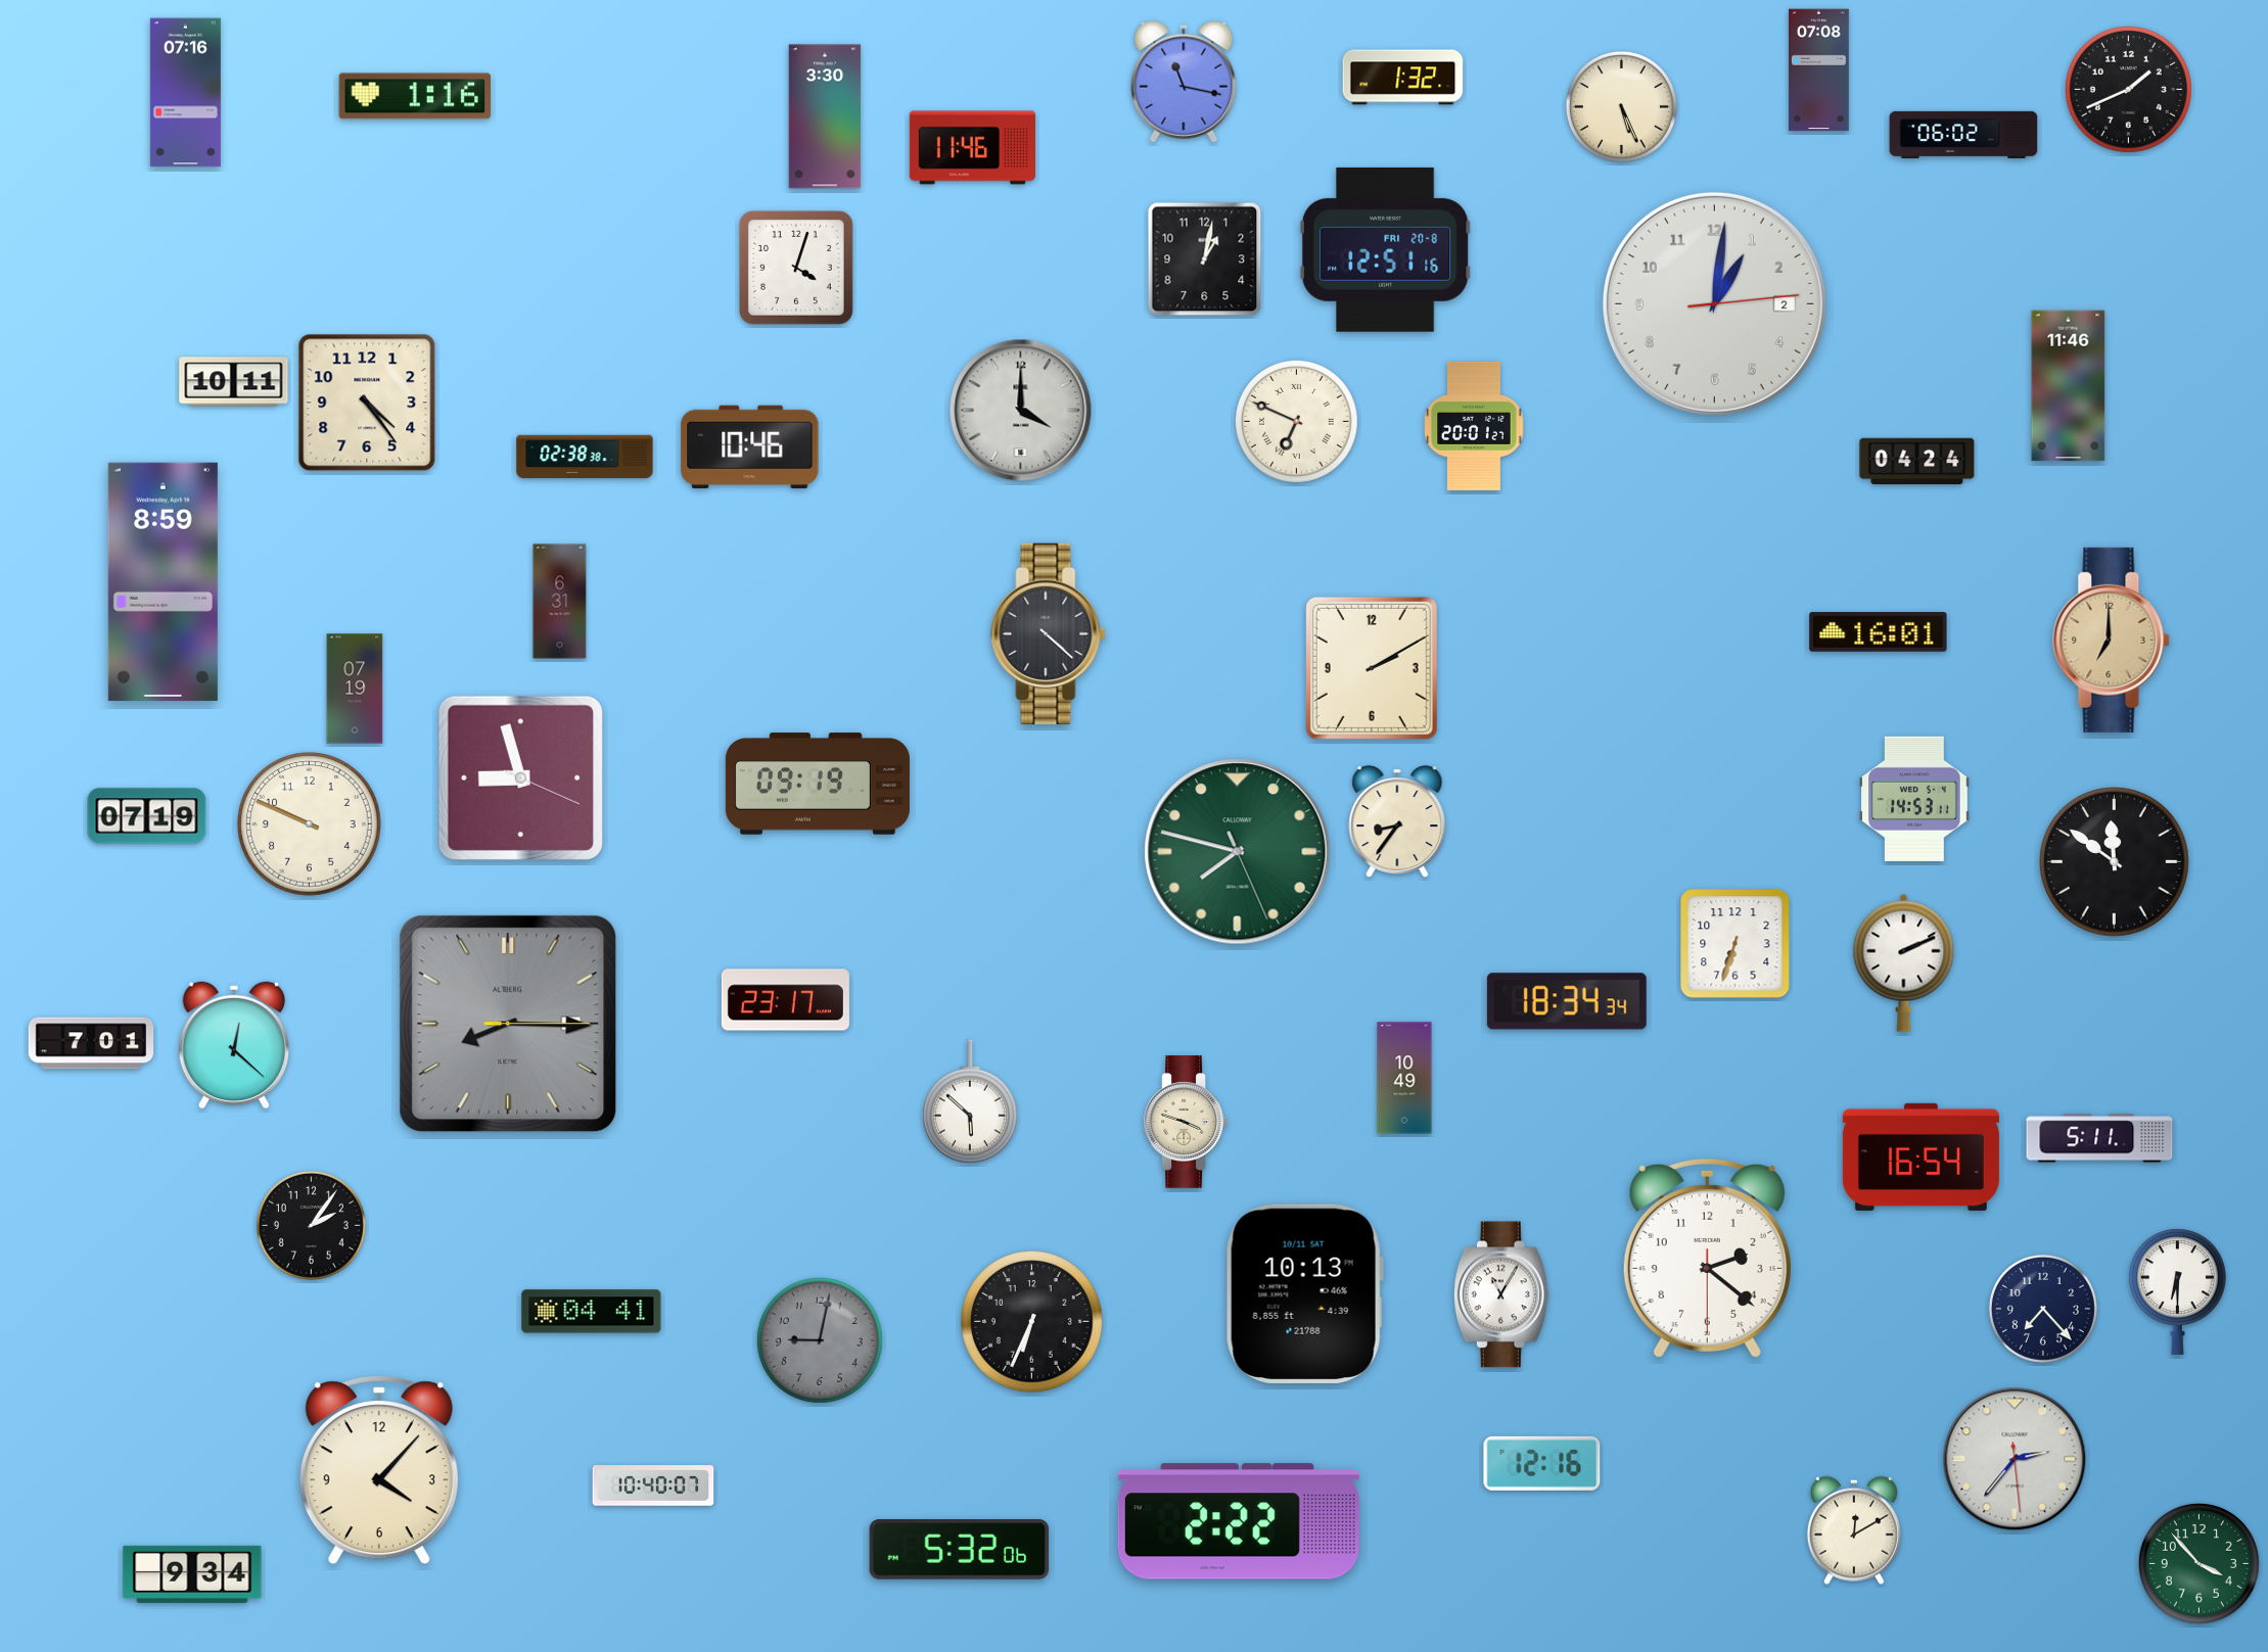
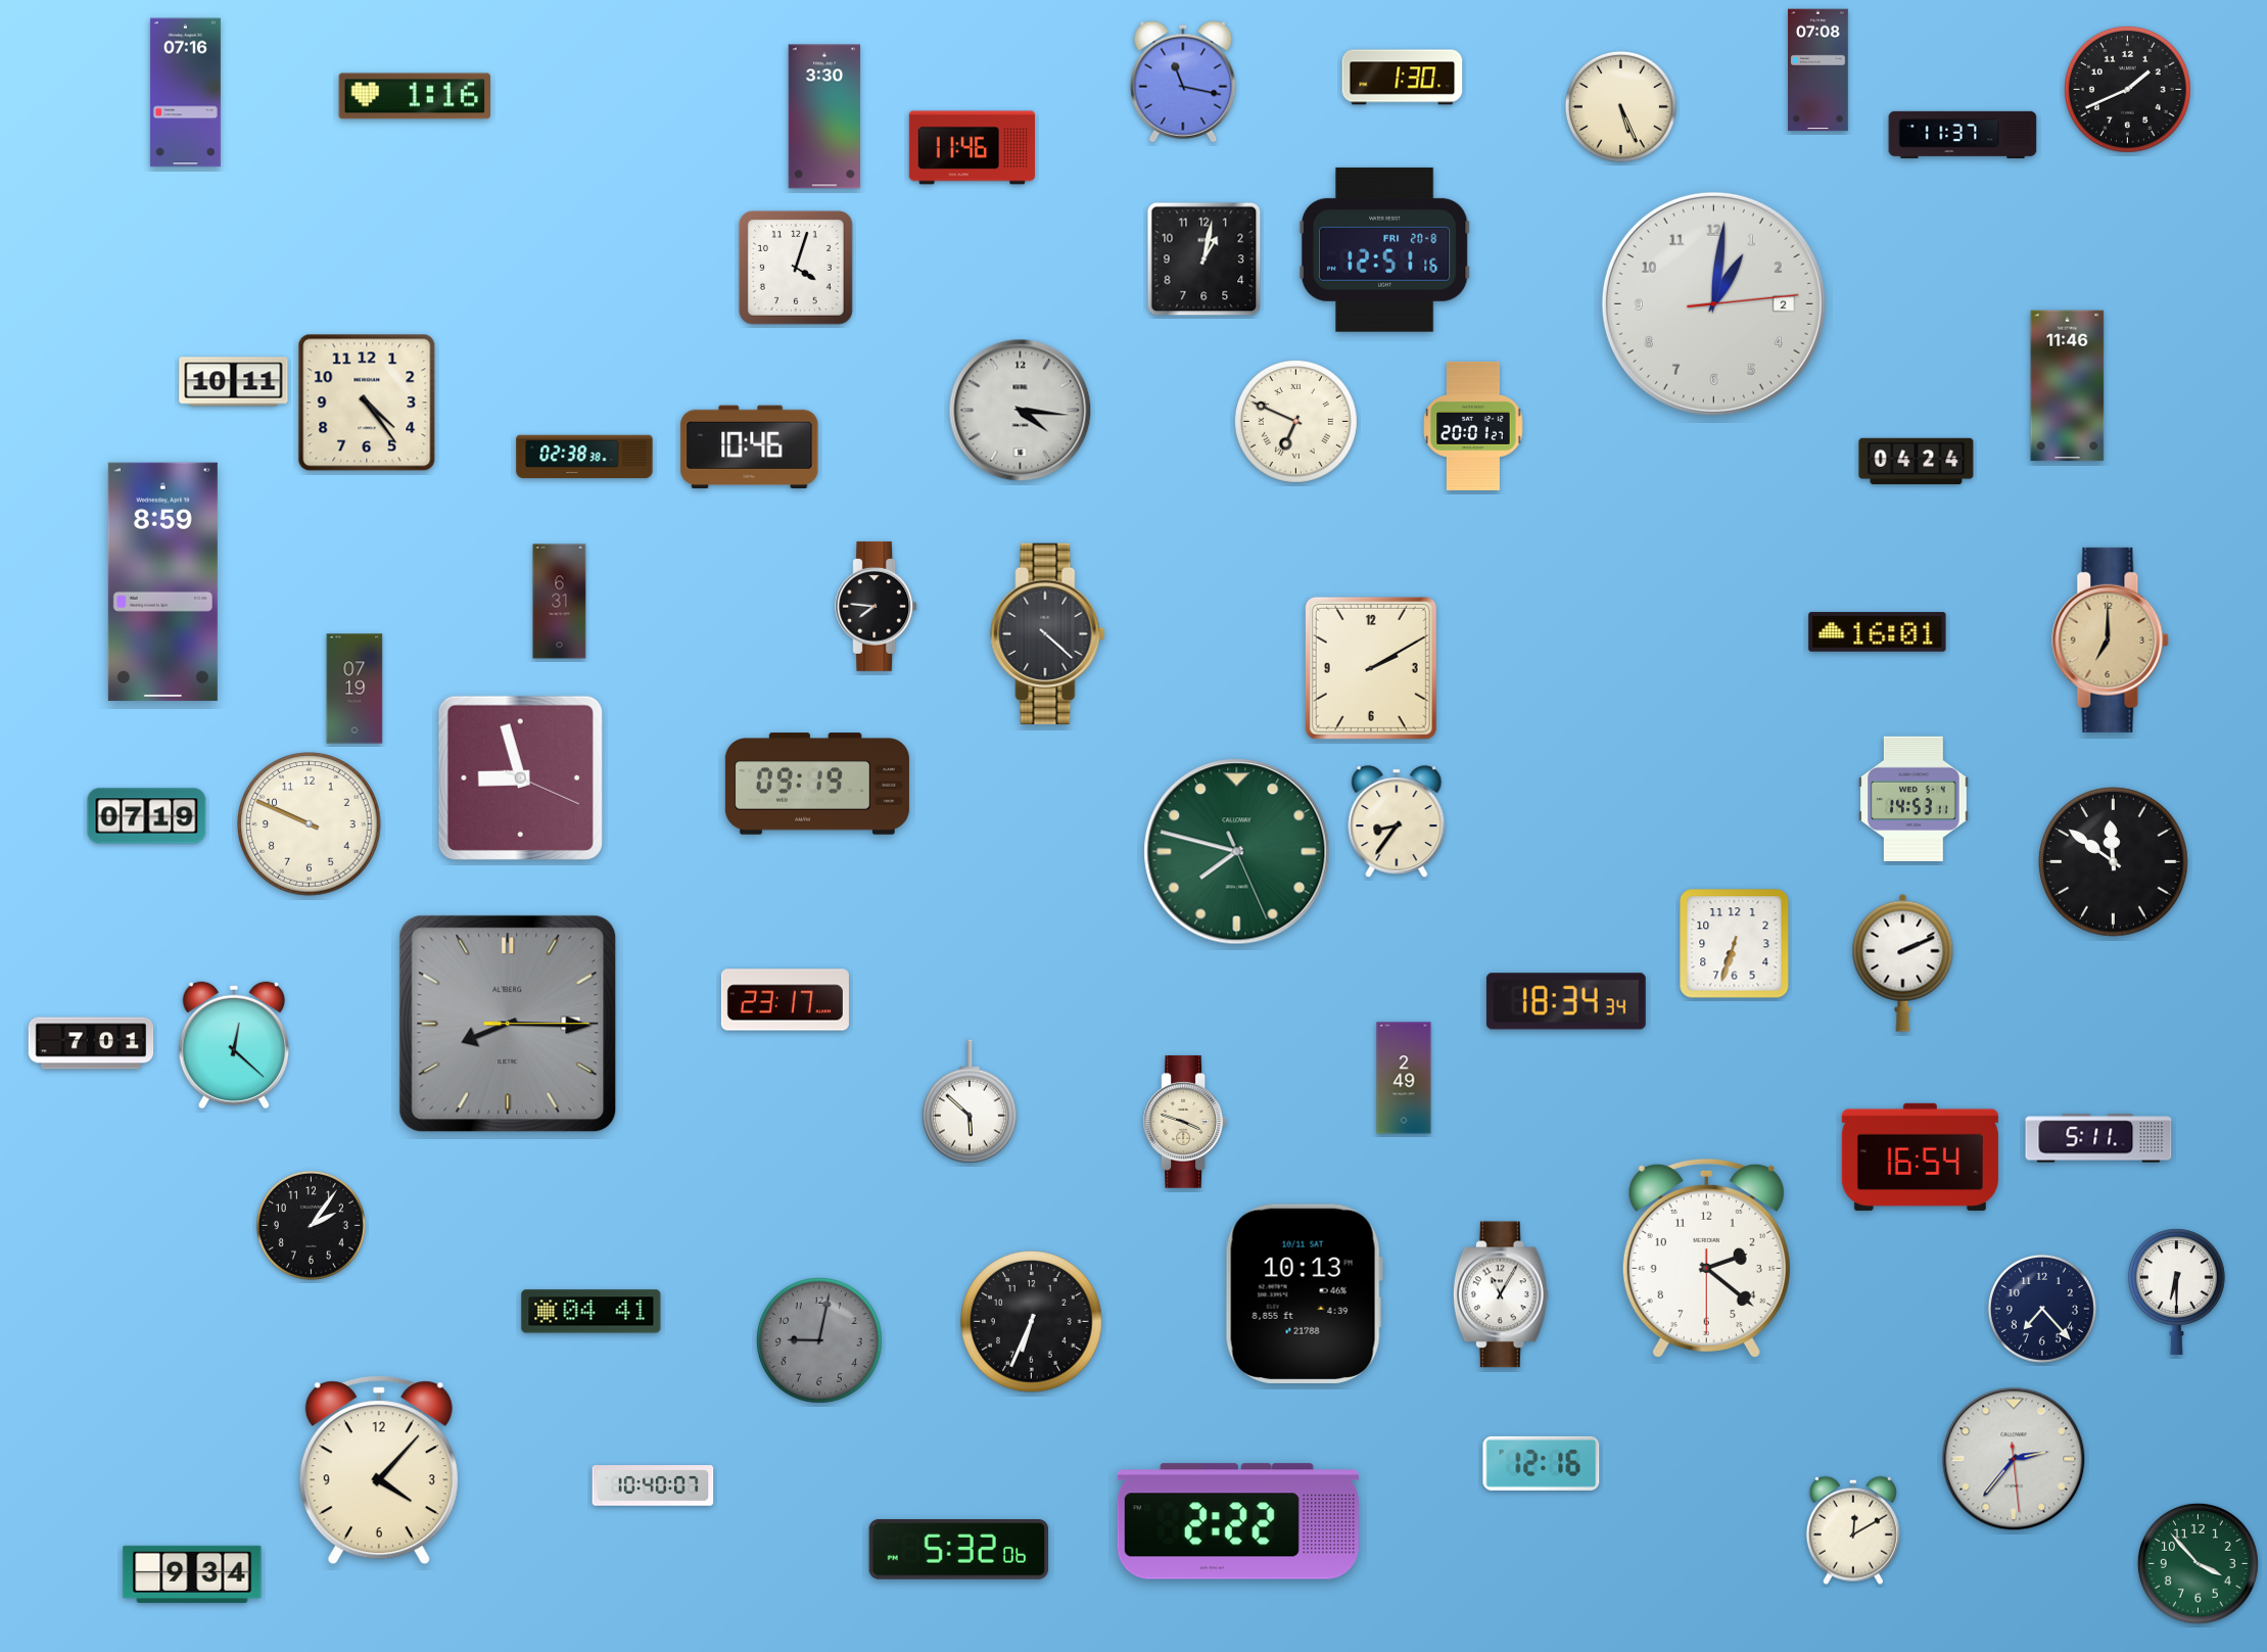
clock at (1403, 78): 1:32 -> 1:30
clock at (1963, 135): 06:02 -> 11:37
clock at (1021, 411): 4:00 -> 4:16
clock at (877, 606): none -> 7:46
clock at (1404, 1078): 10:49 -> 2:49
